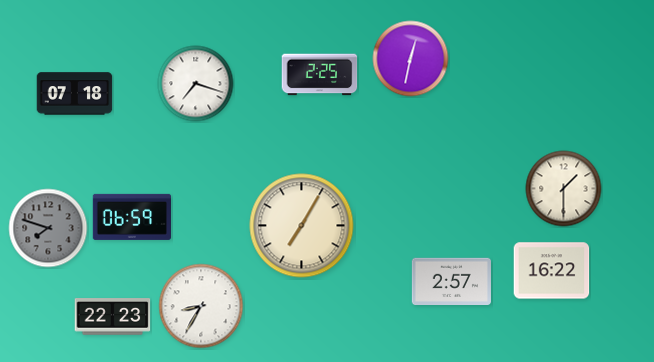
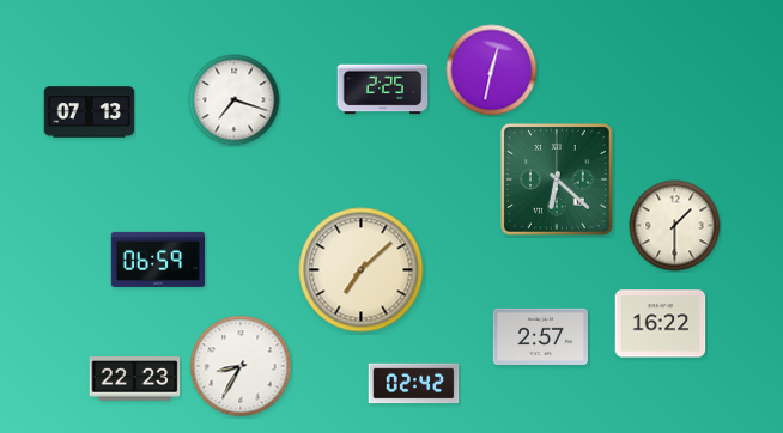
clock at (75, 94): 07:18 -> 07:13
clock at (558, 181): none -> 6:22
clock at (302, 226): 7:05 -> 7:08
clock at (48, 228): 7:48 -> none
clock at (414, 384): none -> 02:42
